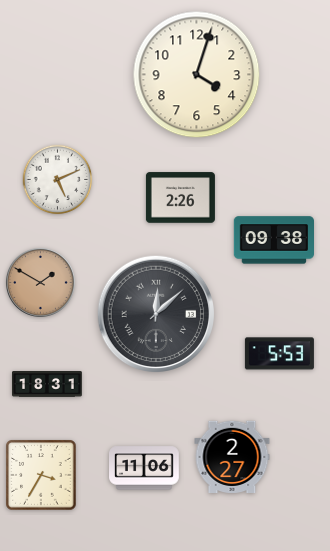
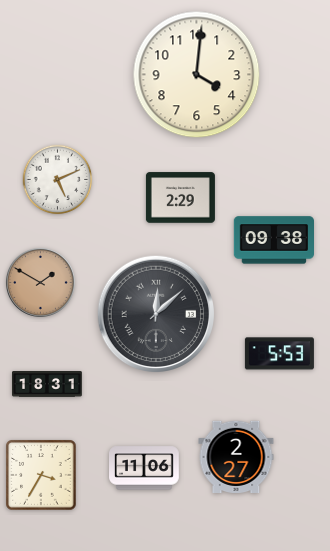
clock at (197, 75): 4:03 -> 4:01
clock at (180, 198): 2:26 -> 2:29
clock at (232, 456) position: (232, 456) -> (236, 456)
